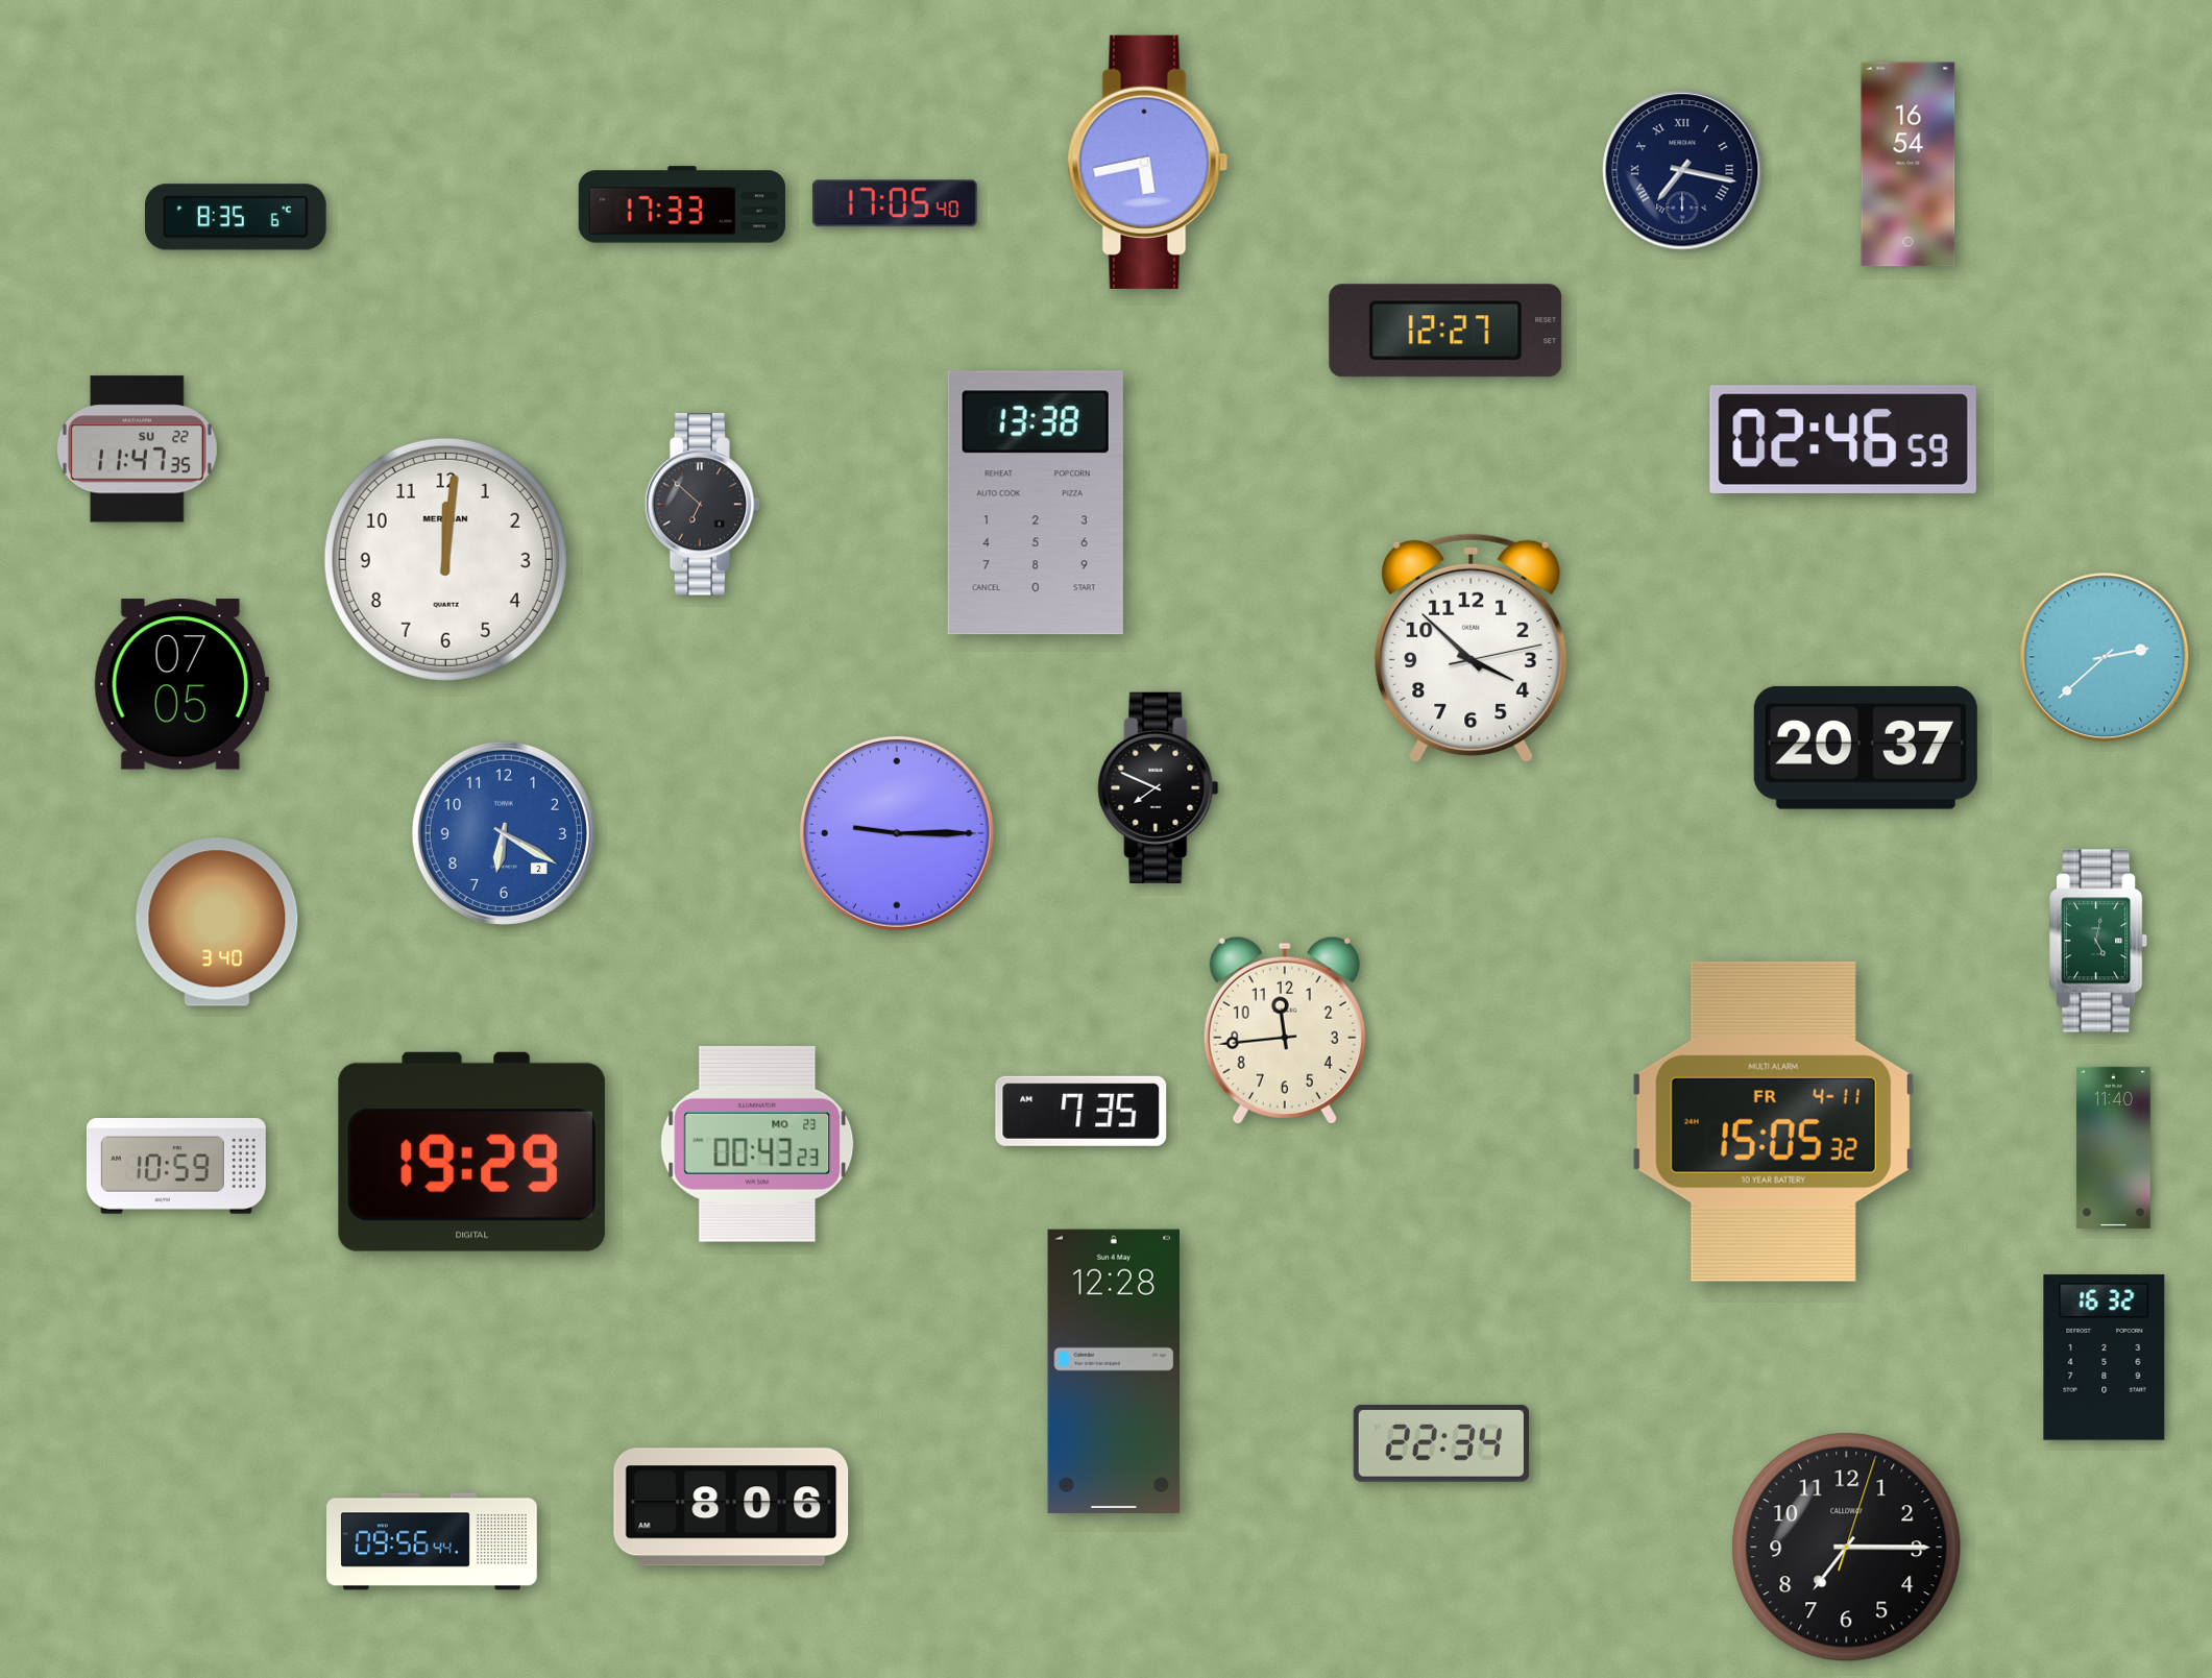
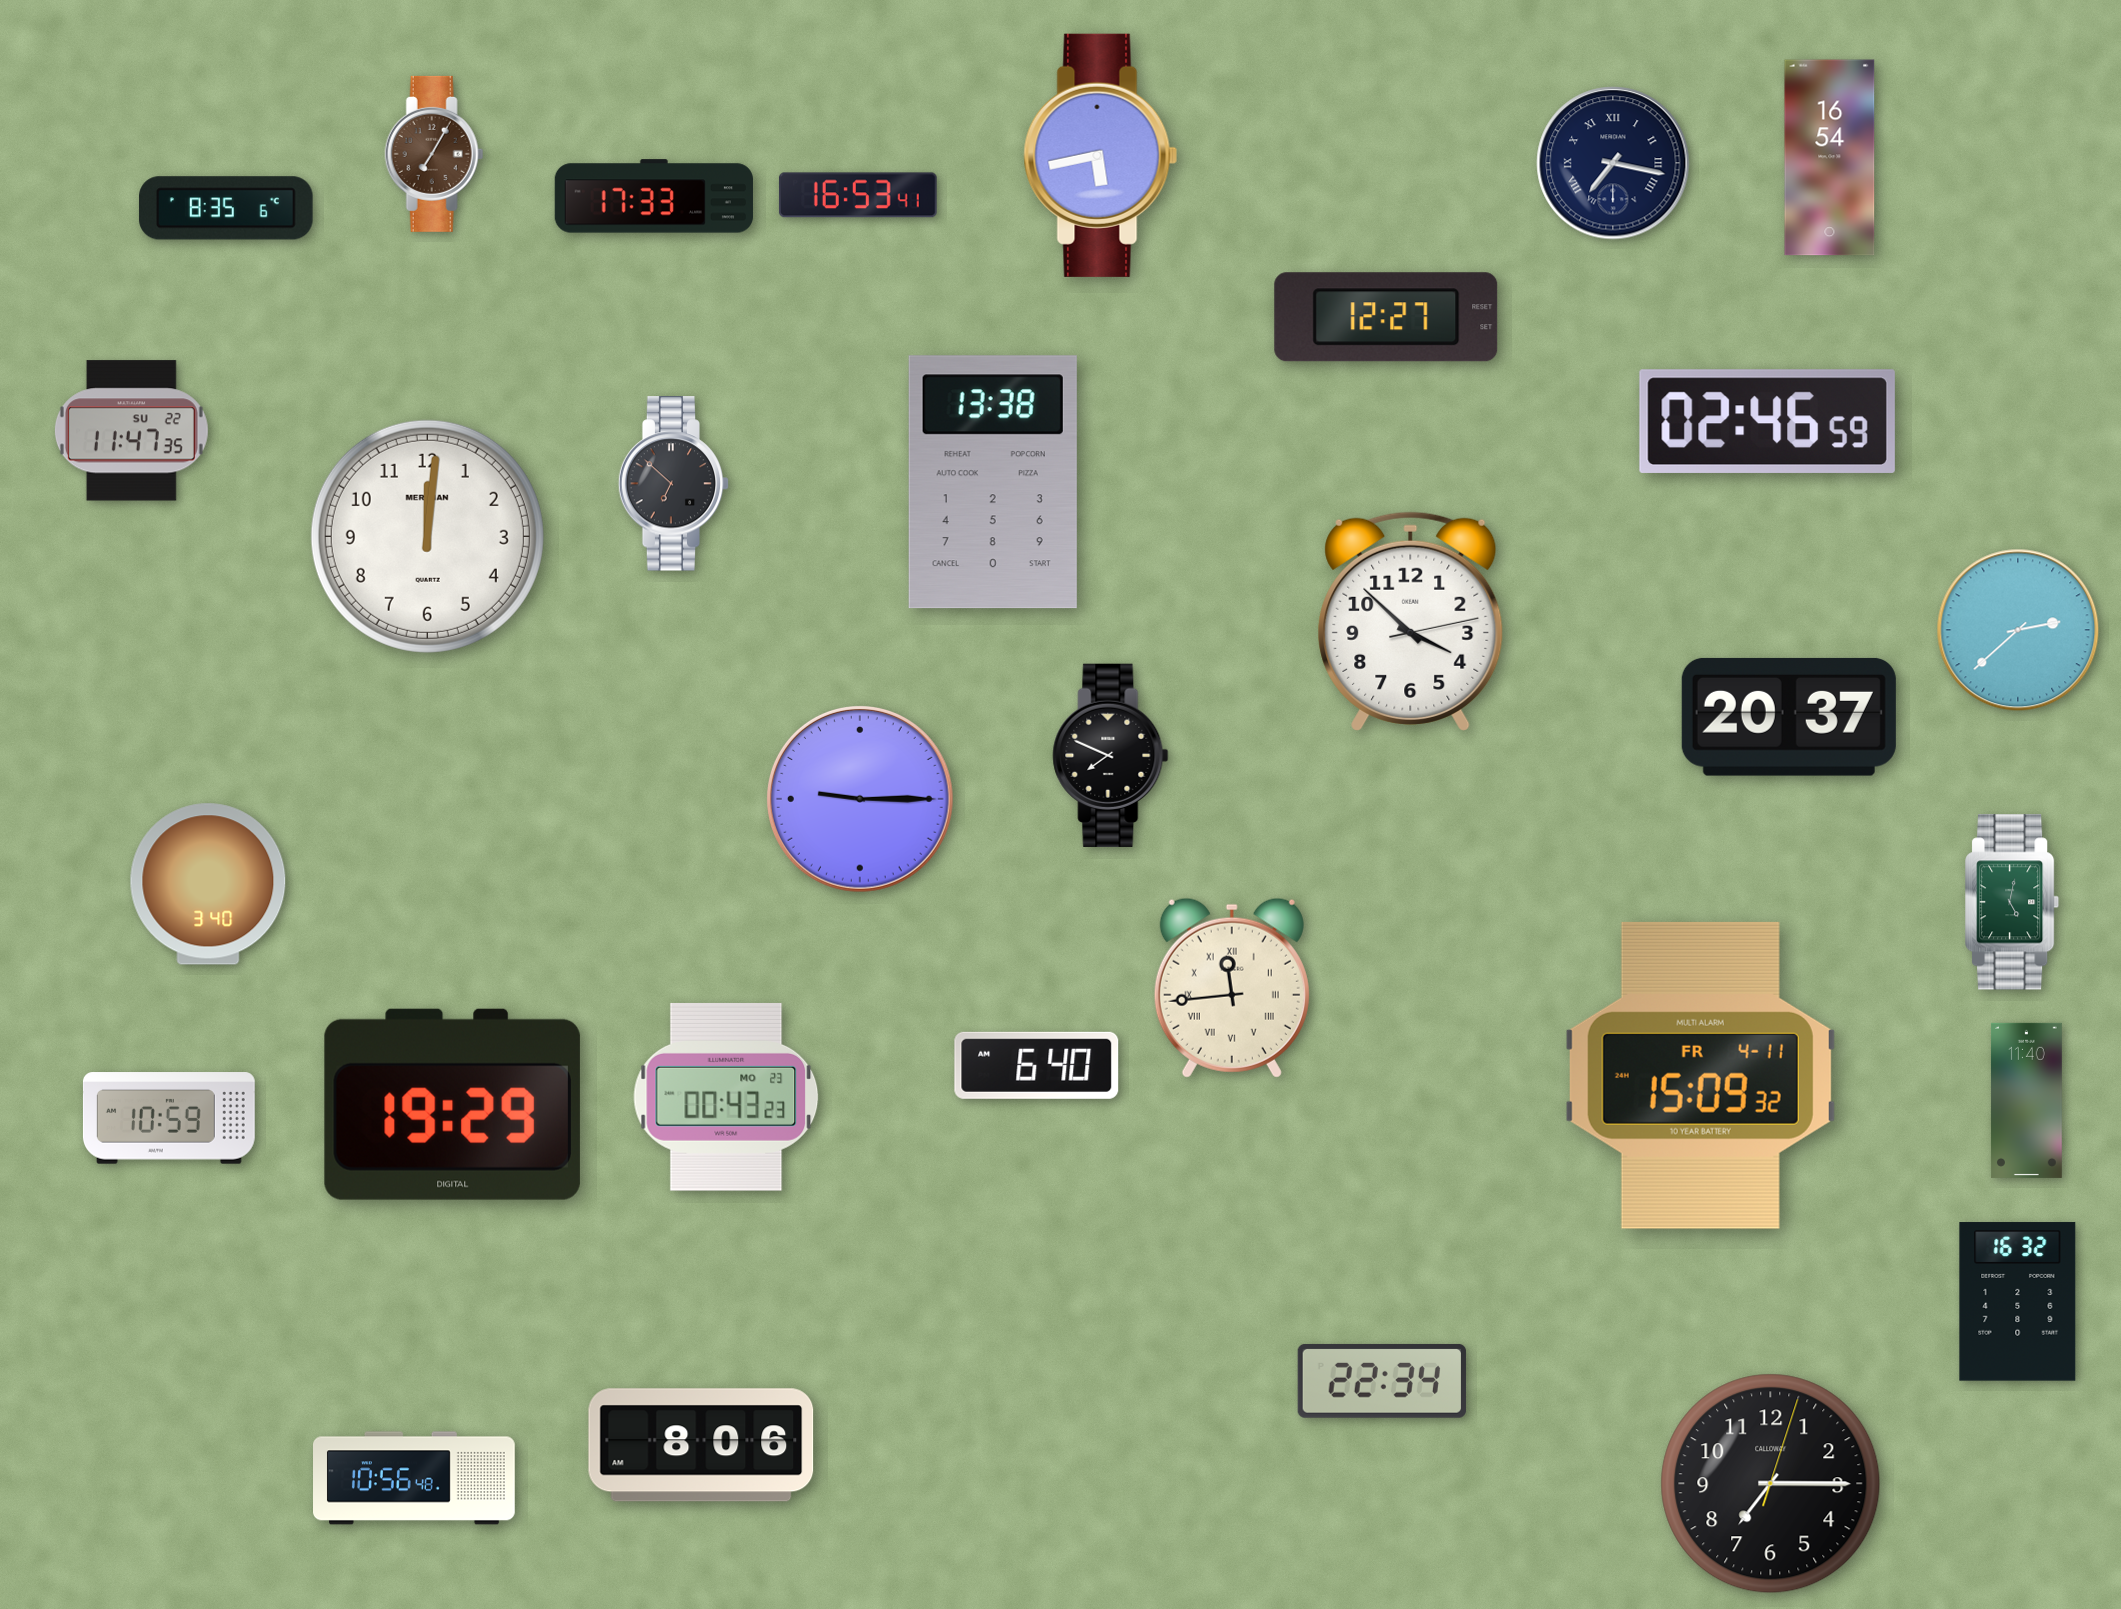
clock at (434, 154): none -> 7:05
clock at (895, 203): 17:05 -> 16:53
clock at (181, 684): 07:05 -> none
clock at (504, 833): 6:20 -> none
clock at (1285, 1030) numerals: Arabic -> Roman
clock at (1081, 1111): 7:35 -> 6:40
clock at (1773, 1121): 15:05 -> 15:09
clock at (1113, 1371): 12:28 -> none
clock at (1441, 1443) position: (1441, 1443) -> (1382, 1381)
clock at (433, 1541): 09:56 -> 10:56
